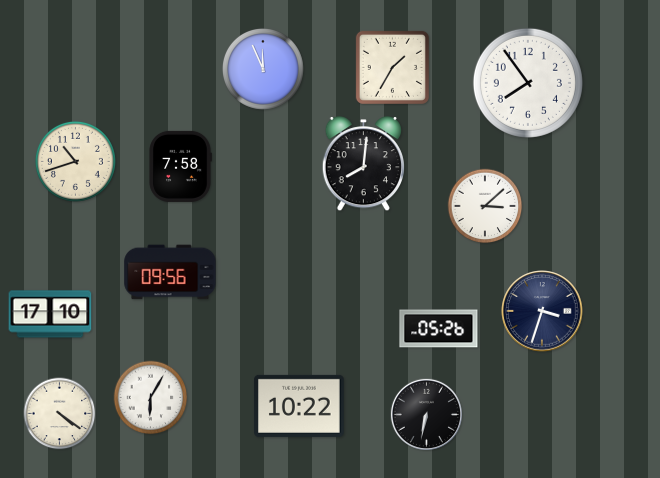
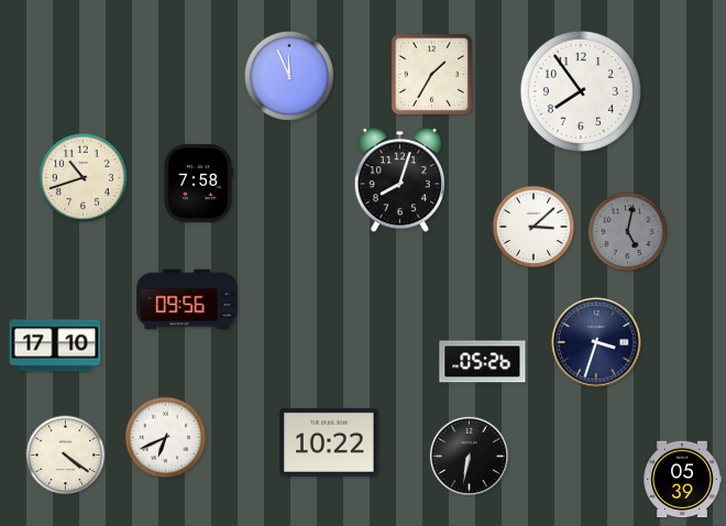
clock at (363, 164): 8:01 -> 8:03
clock at (628, 232): none -> 5:02
clock at (151, 398): 6:05 -> 6:41
clock at (299, 406) position: (299, 406) -> (329, 442)
clock at (682, 480): none -> 05:39
